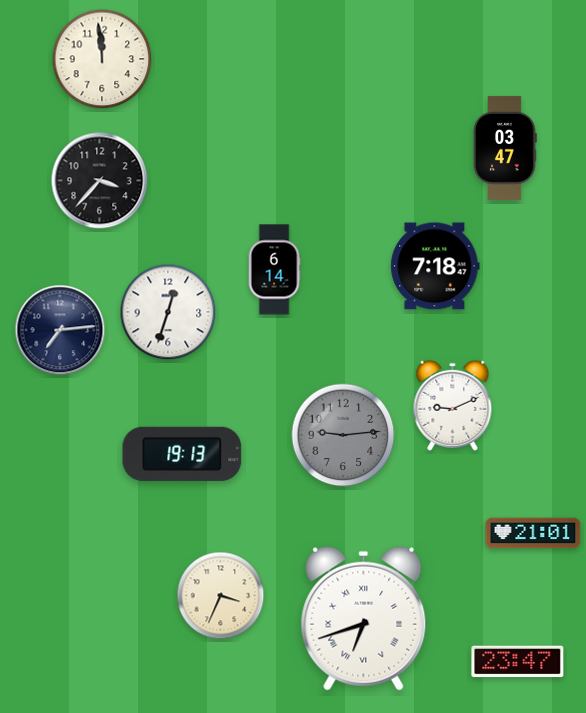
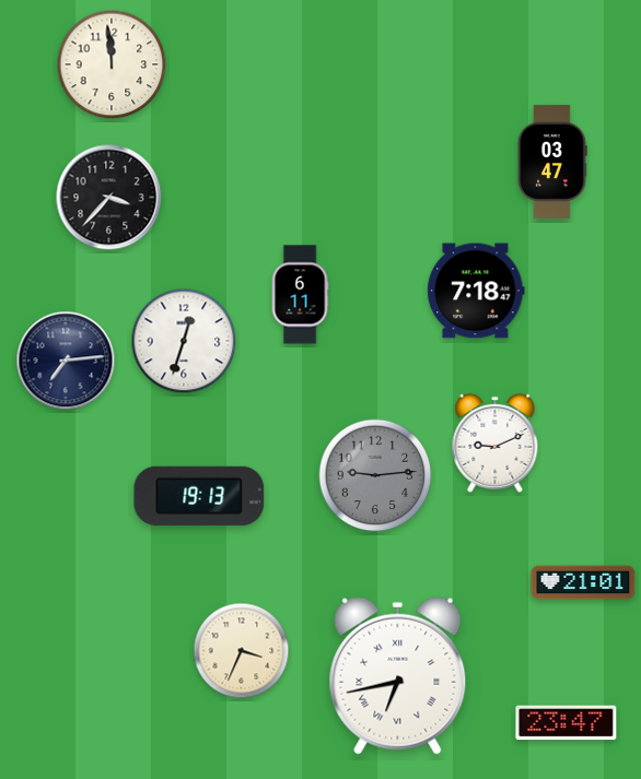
clock at (274, 270): 6:14 -> 6:11
clock at (364, 618): 6:42 -> 6:43
